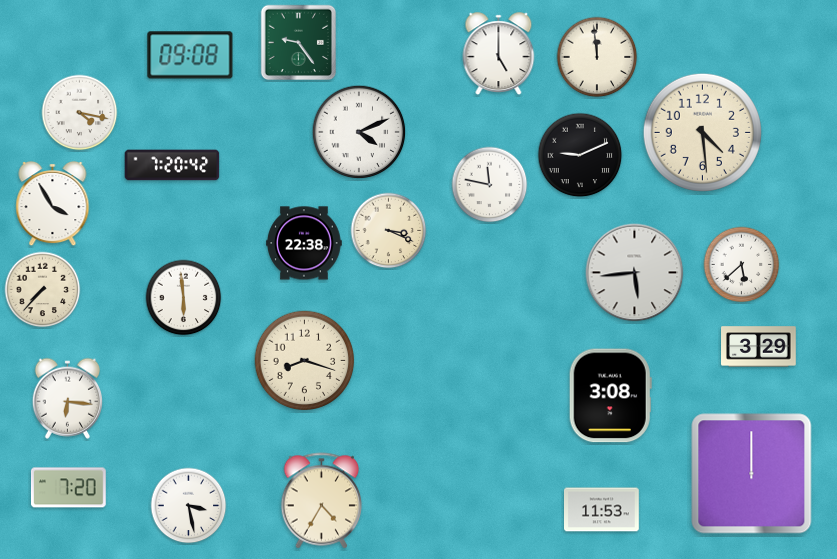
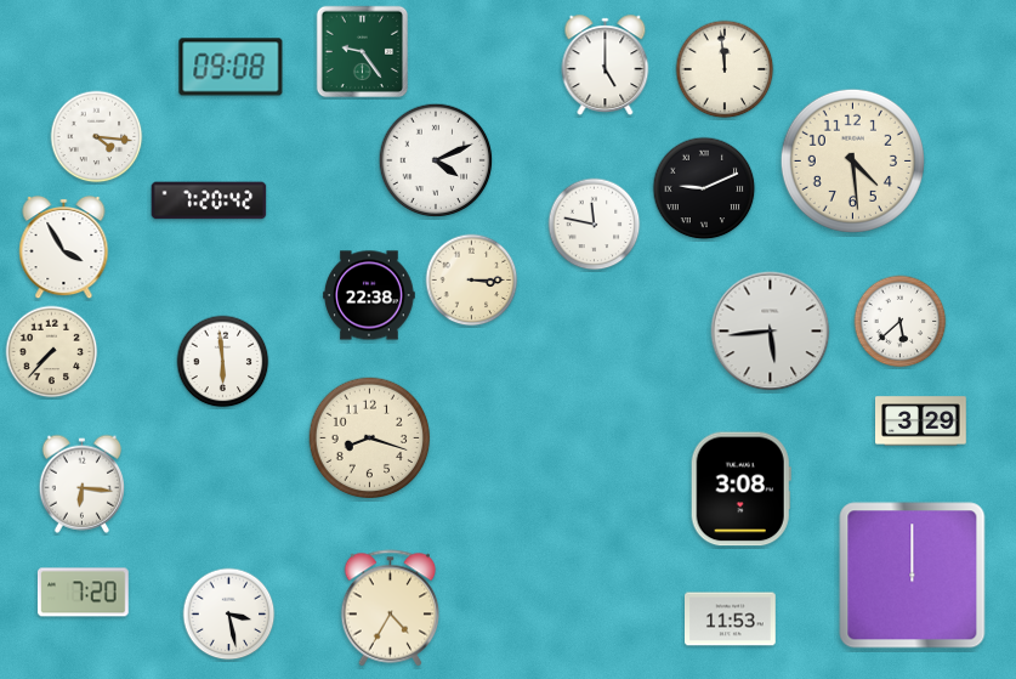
clock at (80, 113): 4:17 -> 4:16
clock at (389, 231): 3:19 -> 3:15
clock at (610, 396) position: (610, 396) -> (740, 490)
